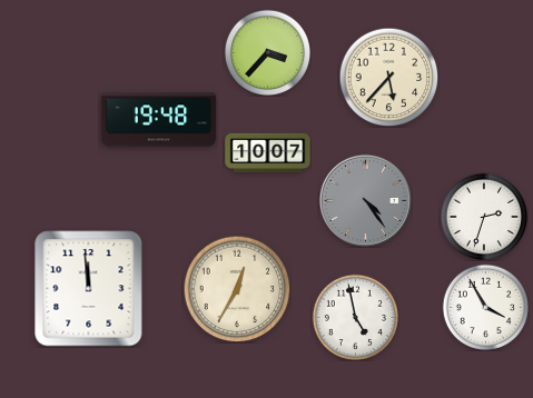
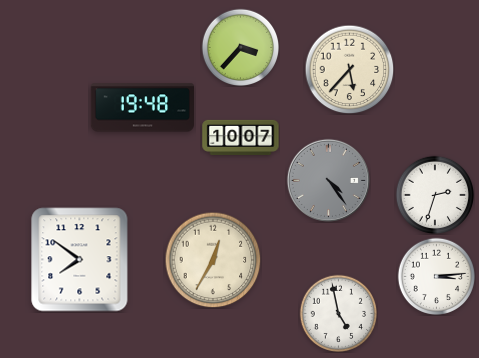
clock at (89, 289): 11:59 -> 7:51
clock at (485, 307): 3:55 -> 3:14
clock at (355, 317) position: (355, 317) -> (338, 313)
